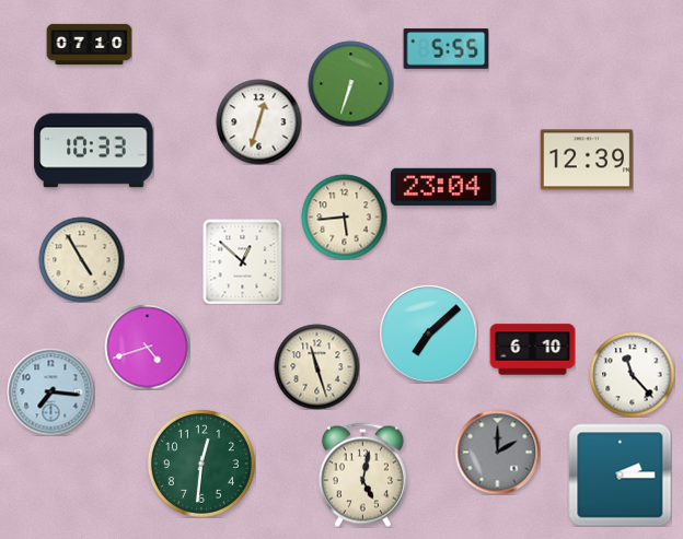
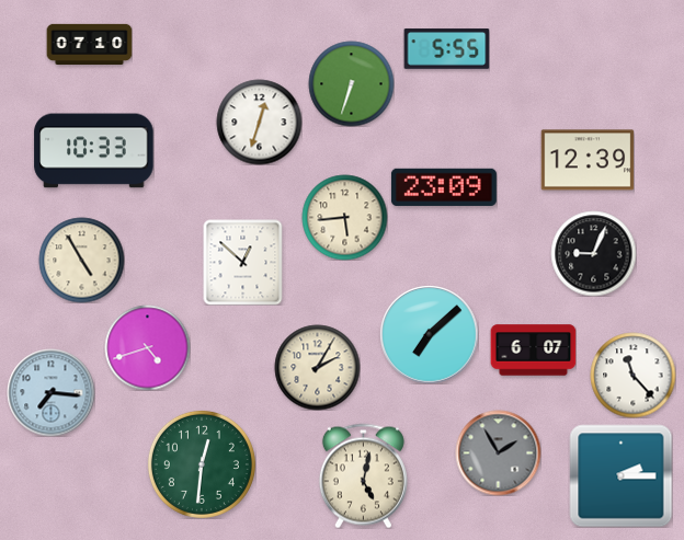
clock at (443, 187): 23:04 -> 23:09
clock at (593, 253): none -> 9:04
clock at (532, 350): 6:10 -> 6:07
clock at (316, 366): 11:27 -> 2:05
clock at (497, 452): 2:00 -> 1:55
